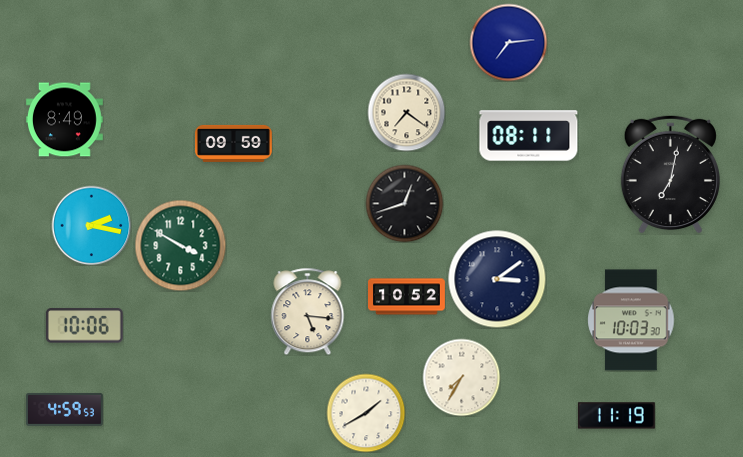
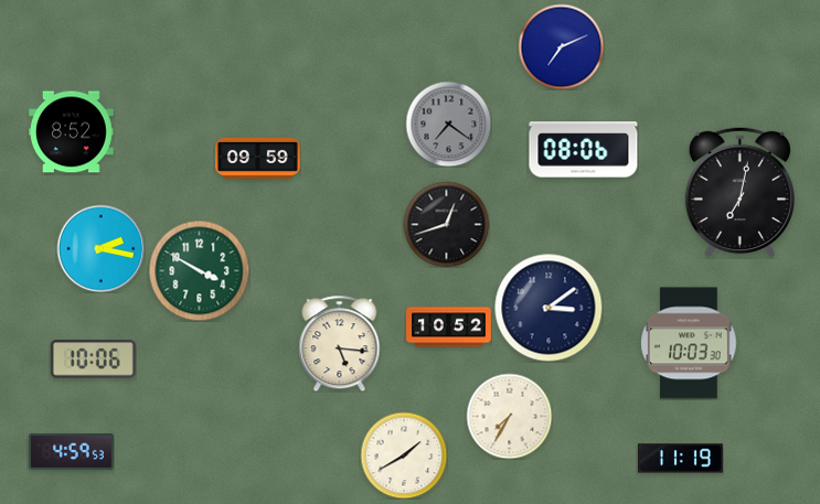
clock at (508, 42): 7:14 -> 7:11
clock at (406, 112) dial: cream -> grey
clock at (64, 120): 8:49 -> 8:52
clock at (529, 136): 08:11 -> 08:06
clock at (631, 320) position: (631, 320) -> (689, 343)
